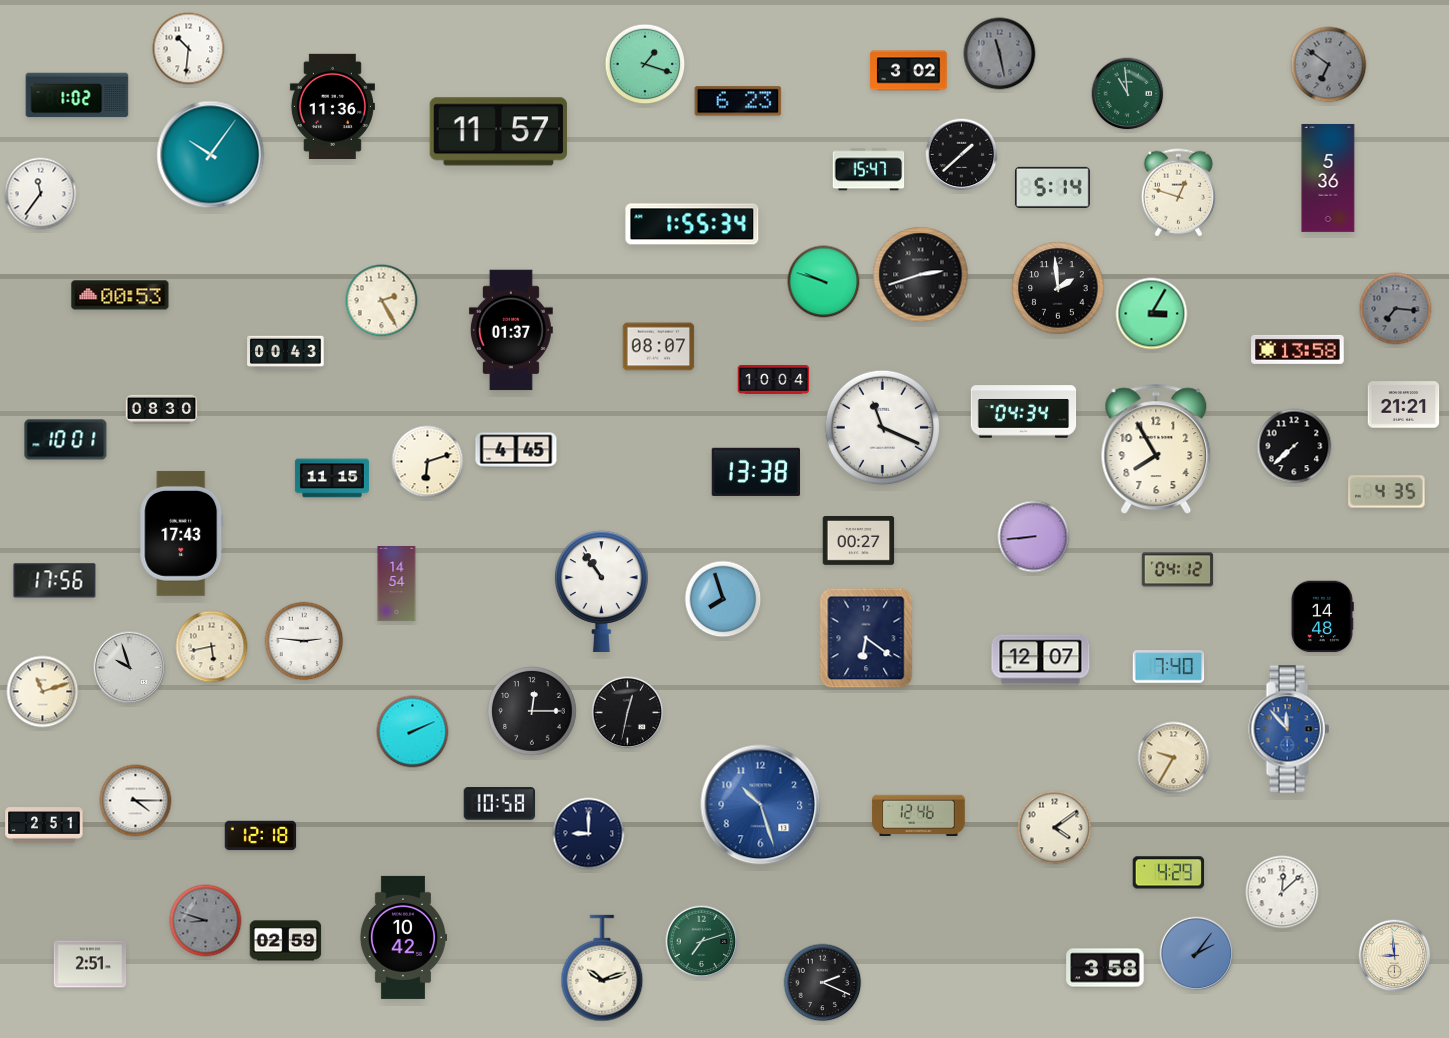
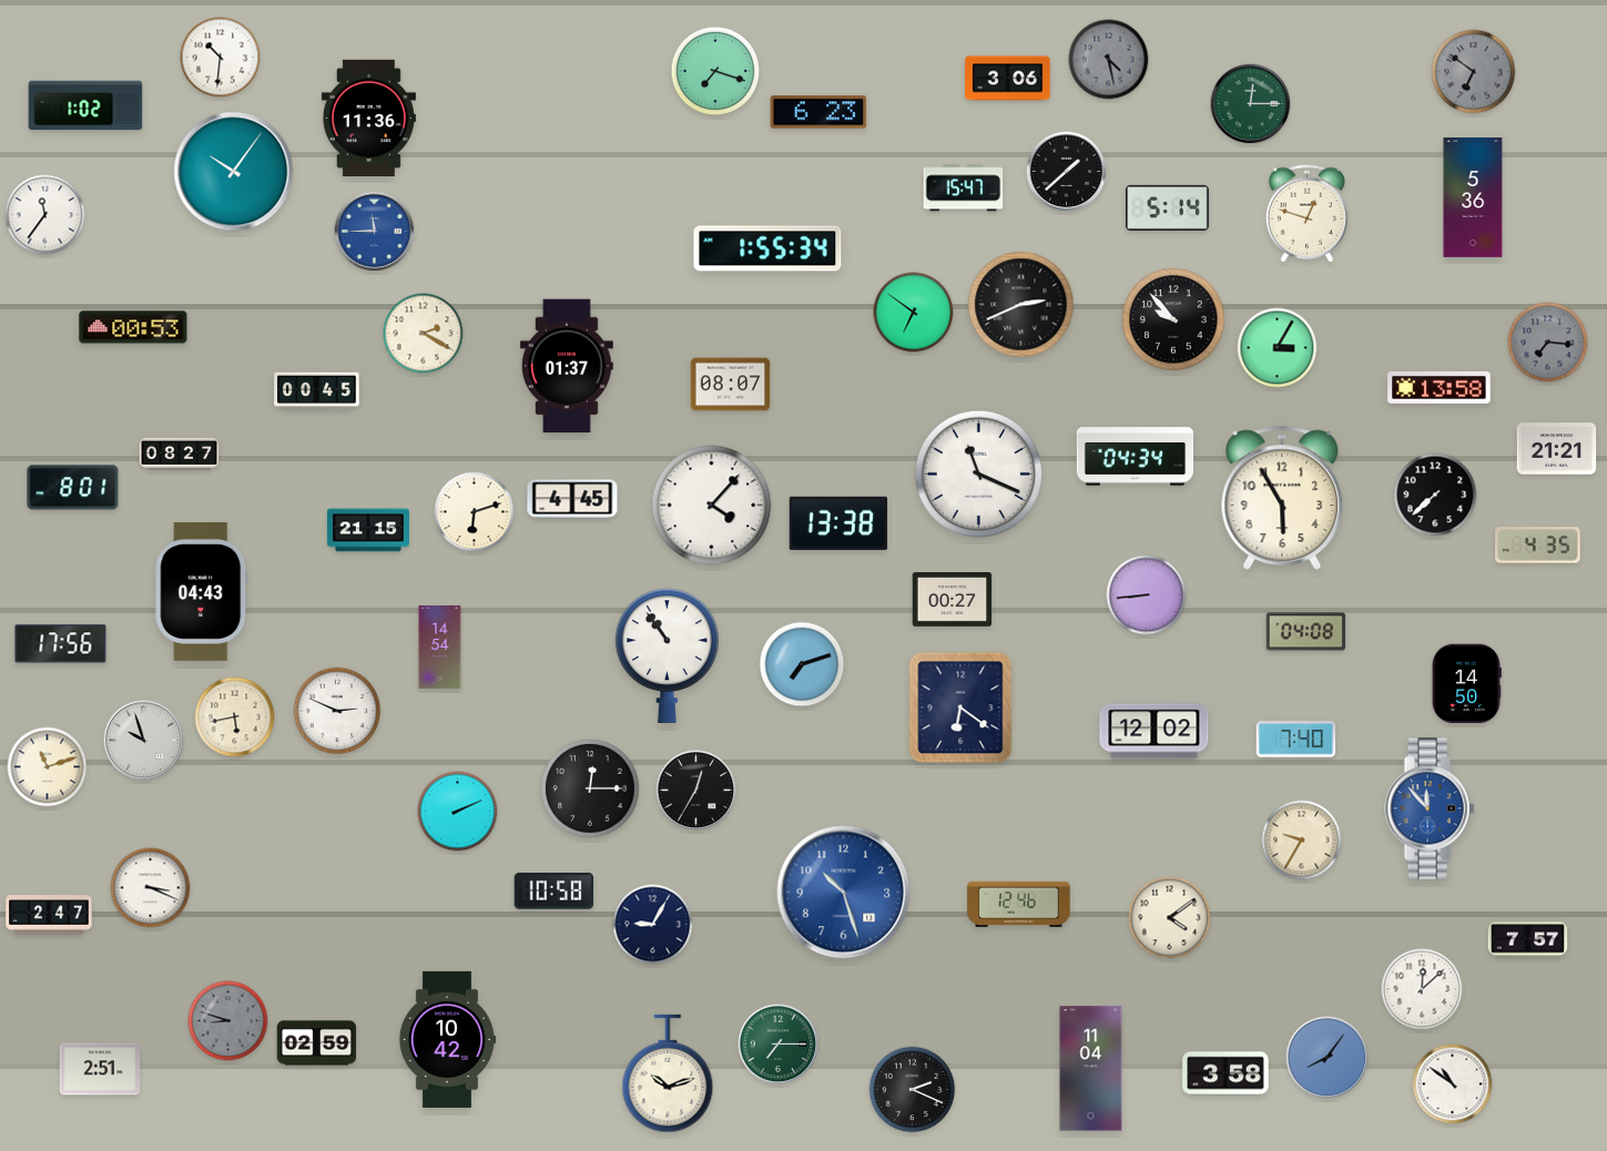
clock at (189, 49) position: (189, 49) -> (221, 58)
clock at (1000, 54): 11:28 -> 4:28
clock at (645, 64): 1:18 -> 7:18
clock at (909, 71): 3:02 -> 3:06
clock at (1128, 94): 10:59 -> 12:15
clock at (498, 132): 11:57 -> none
clock at (375, 232): none -> 11:45
clock at (921, 275): 2:42 -> 2:41
clock at (824, 282): 9:48 -> 6:51
clock at (1058, 288): 1:59 -> 9:53
clock at (382, 301): 2:25 -> 2:20
clock at (286, 353): 00:43 -> 00:45
clock at (774, 380): 10:04 -> none
clock at (162, 409): 08:30 -> 08:27
clock at (66, 440): 10:01 -> 8:01
clock at (1156, 449): 7:55 -> 5:55
clock at (712, 506): none -> 4:07
clock at (332, 478): 11:15 -> 21:15
clock at (182, 533): 17:43 -> 04:43
clock at (1178, 570): 04:12 -> 04:08
clock at (723, 599): 7:57 -> 7:12
clock at (1322, 617): 14:48 -> 14:50
clock at (304, 641): 2:46 -> 2:49
clock at (1041, 660): 12:07 -> 12:02
clock at (628, 713): 12:32 -> 12:35
clock at (136, 801): 4:15 -> 3:19
clock at (44, 825): 2:51 -> 2:47
clock at (589, 834): 9:00 -> 9:05
clock at (261, 836): 12:18 -> none
clock at (1528, 940): none -> 7:57
clock at (1169, 873): 4:29 -> none
clock at (702, 942): 7:12 -> 7:15
clock at (1197, 954): 2:06 -> 8:06
clock at (1395, 956): 8:59 -> none
clock at (1091, 1069): none -> 11:04
clock at (1453, 1084): none -> 10:51
